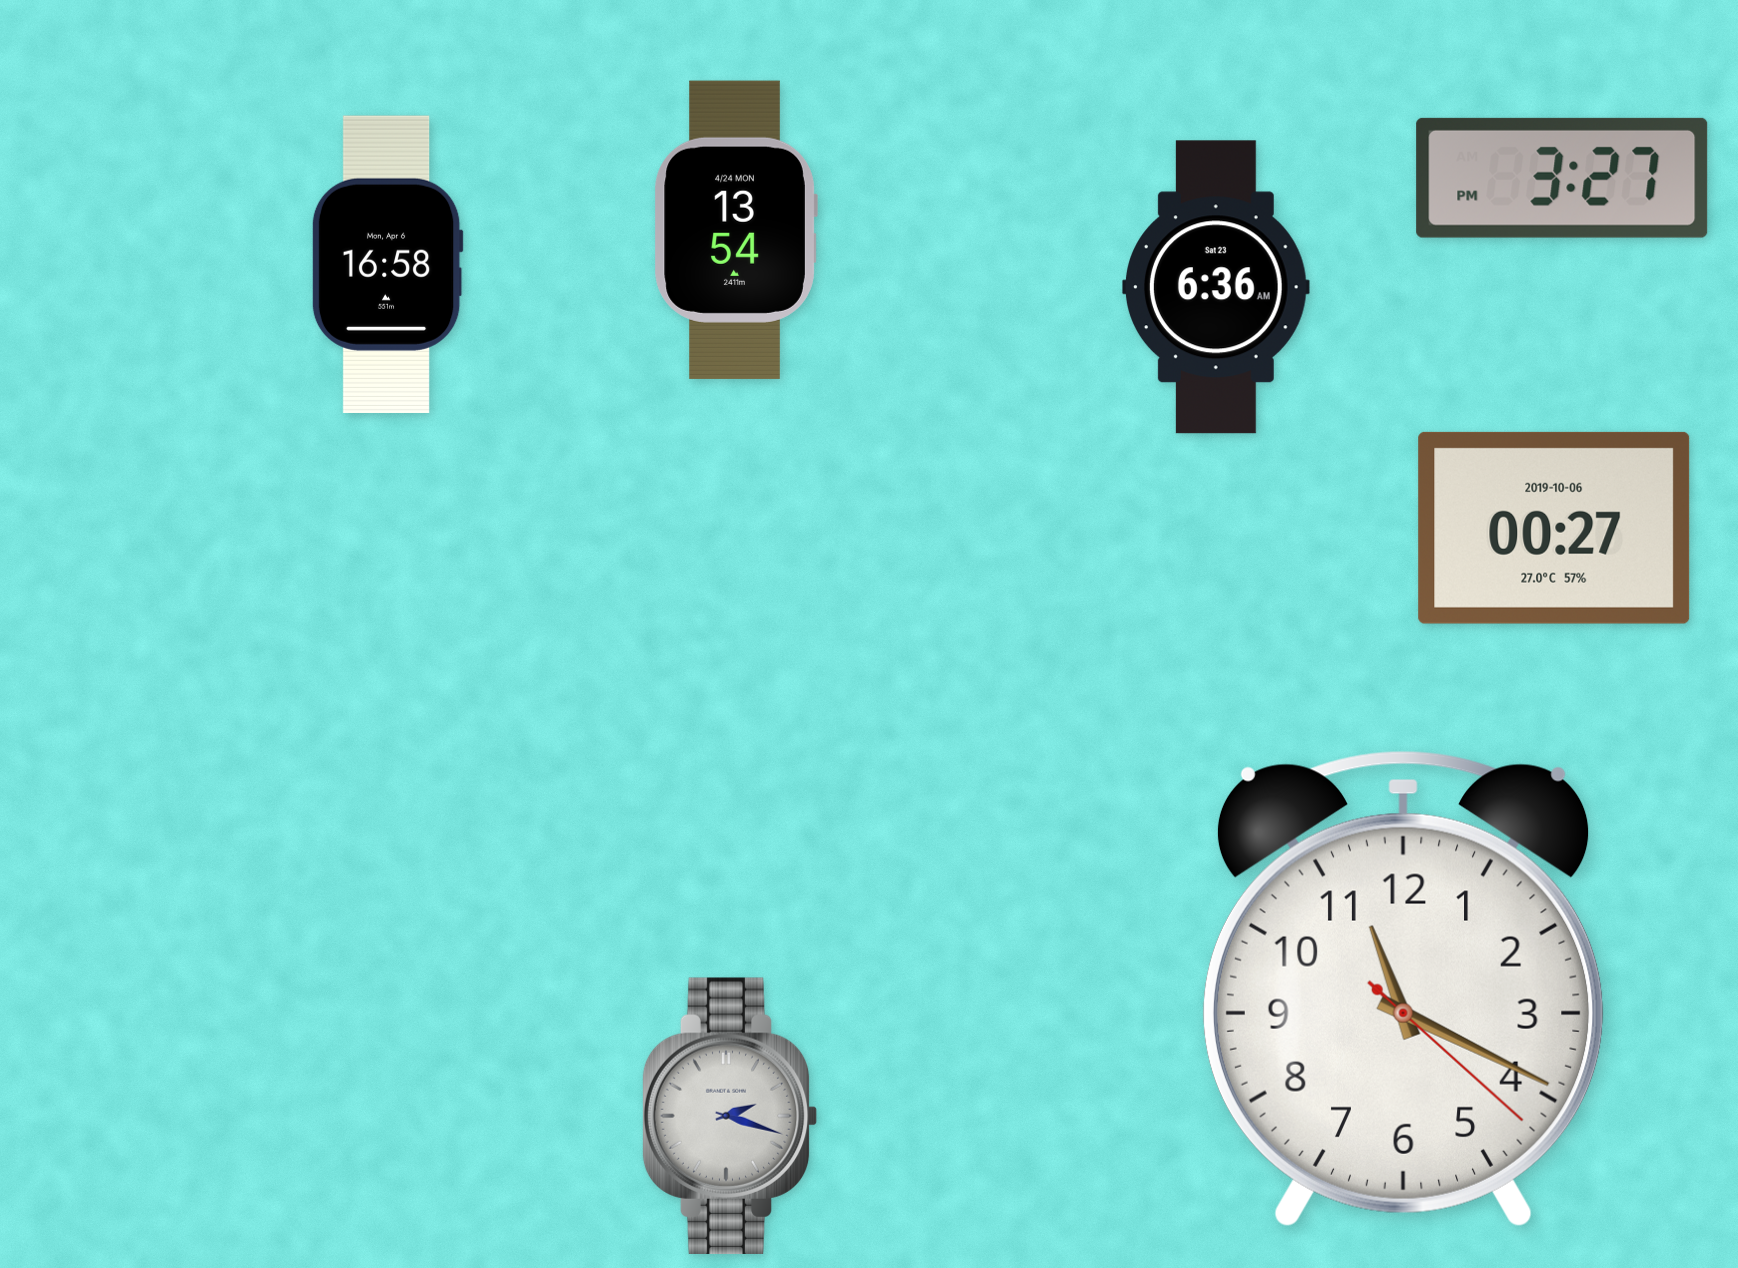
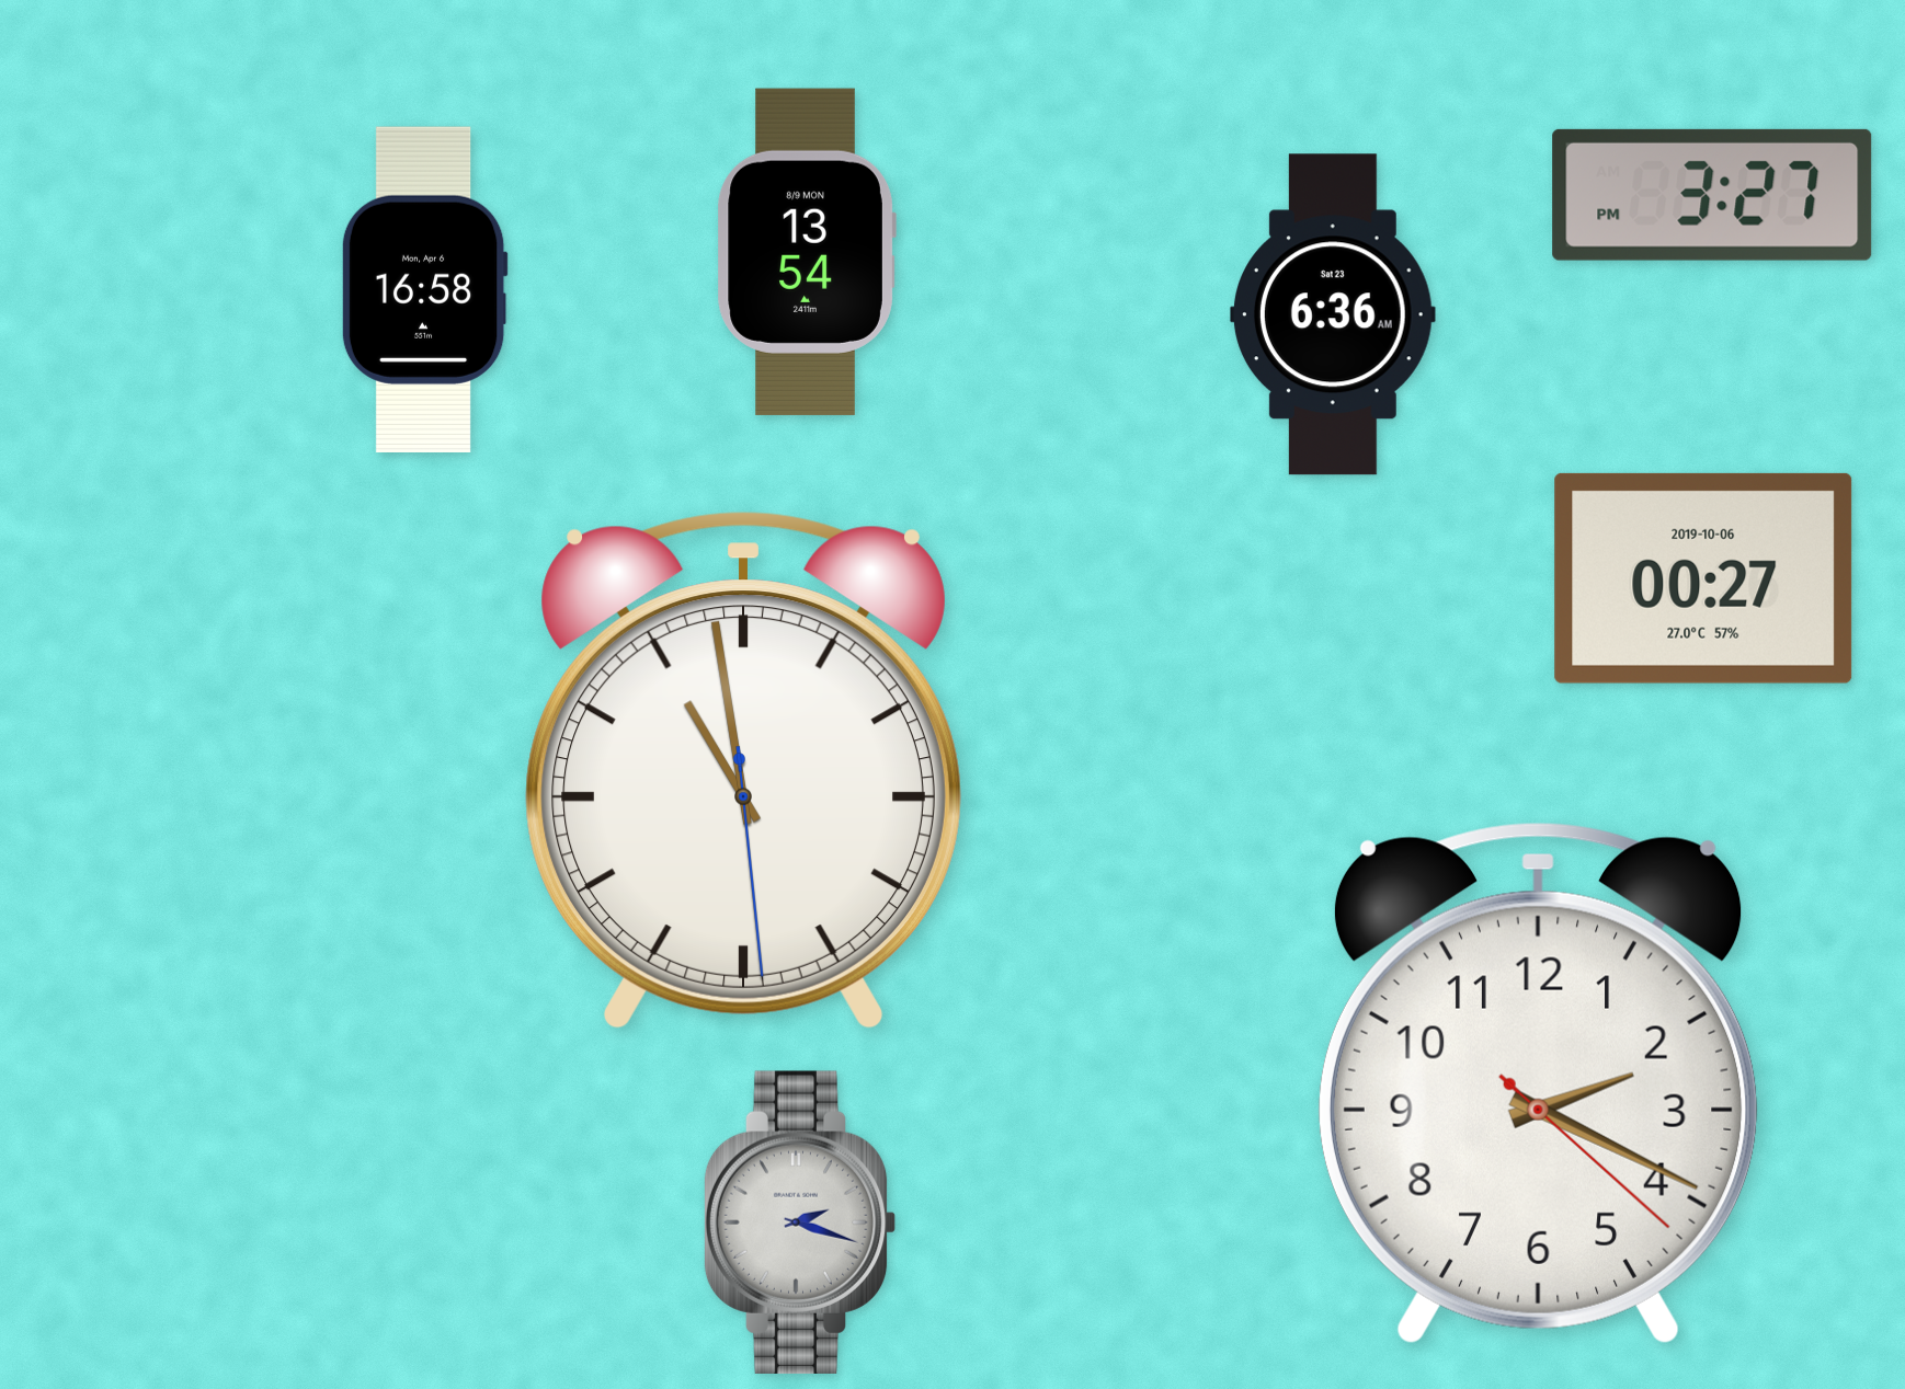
clock at (736, 230) date: 4/24 MON -> 8/9 MON
clock at (743, 771): none -> 10:58
clock at (1403, 989): 11:19 -> 2:19
